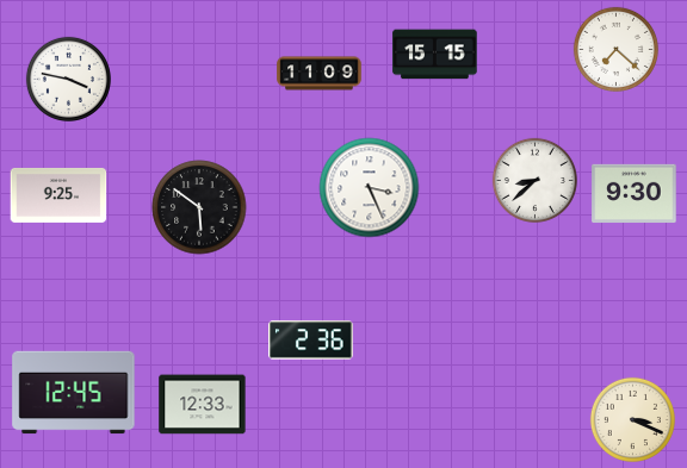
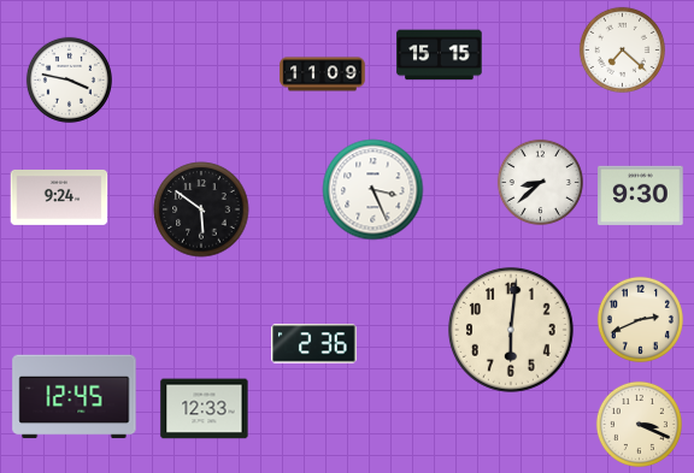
clock at (58, 195): 9:25 -> 9:24
clock at (640, 319): none -> 2:41
clock at (512, 331): none -> 6:01
